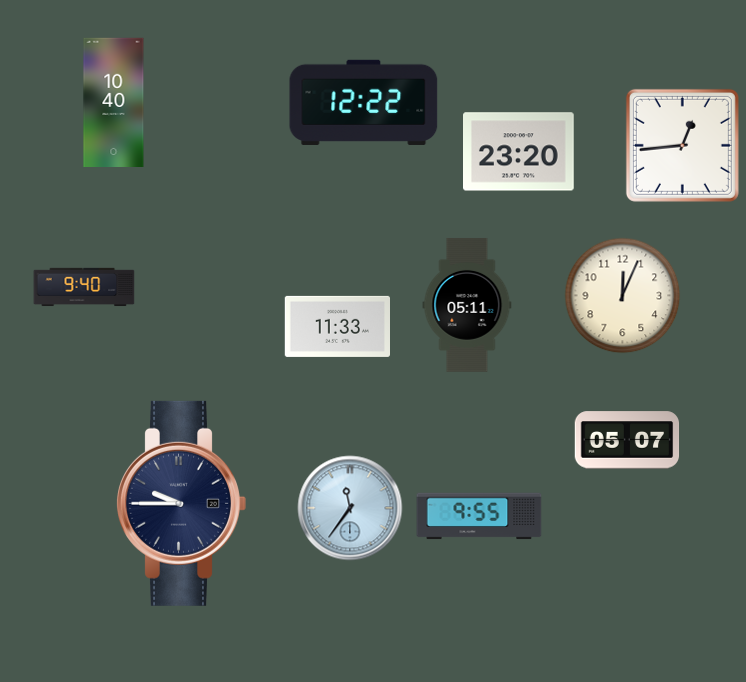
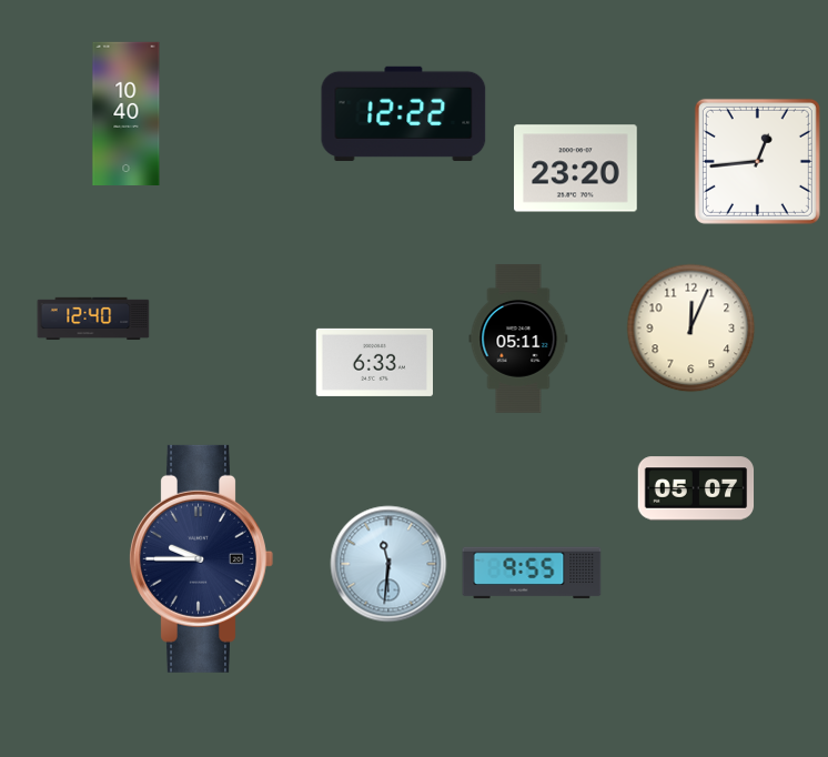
clock at (84, 287): 9:40 -> 12:40
clock at (337, 326): 11:33 -> 6:33
clock at (350, 508): 11:36 -> 11:31
